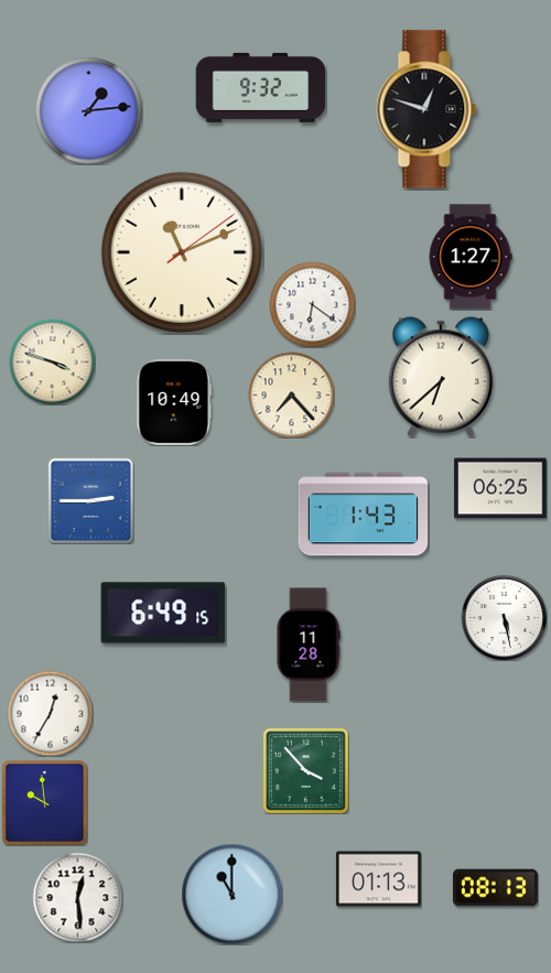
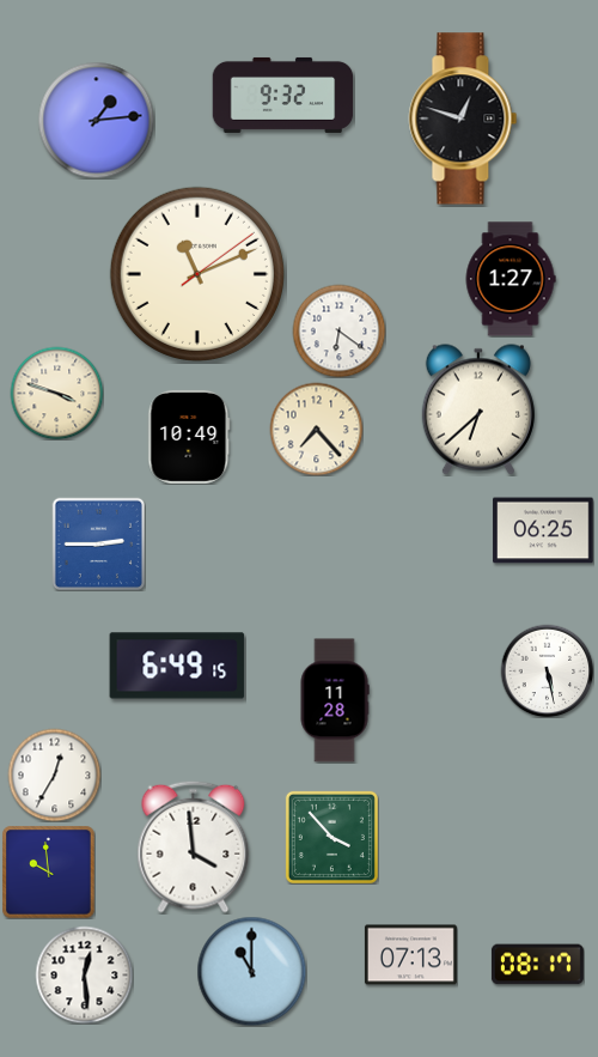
clock at (364, 515): 1:43 -> none
clock at (194, 846): none -> 3:59
clock at (378, 879): 01:13 -> 07:13
clock at (495, 888): 08:13 -> 08:17
